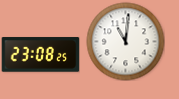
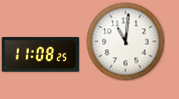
clock at (40, 55): 23:08 -> 11:08
